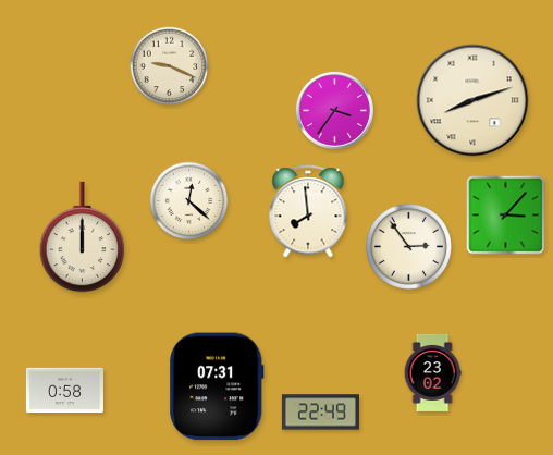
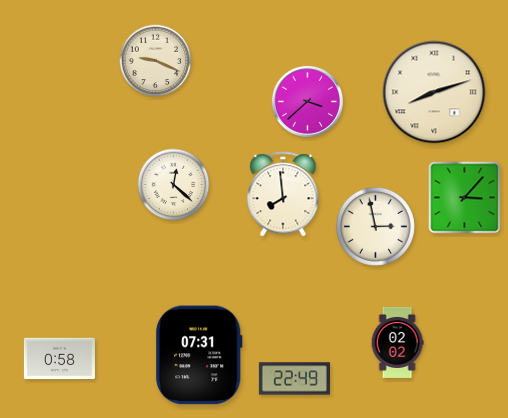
clock at (334, 110): 3:36 -> 3:38
clock at (83, 237): 12:00 -> none
clock at (408, 246): 2:54 -> 2:58
clock at (432, 372): 23:02 -> 02:02
